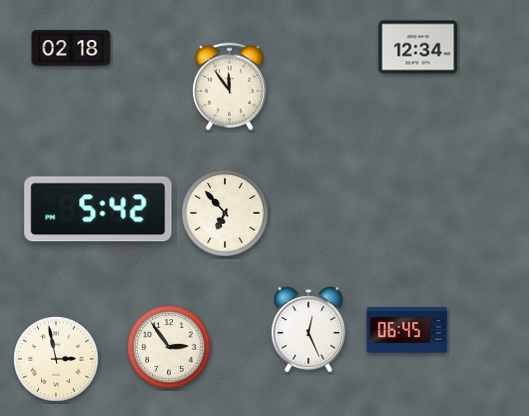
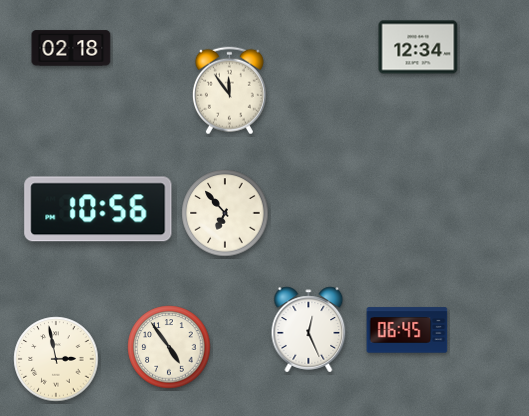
clock at (229, 87) position: (229, 87) -> (229, 91)
clock at (98, 209): 5:42 -> 10:56
clock at (169, 347): 2:54 -> 4:54
